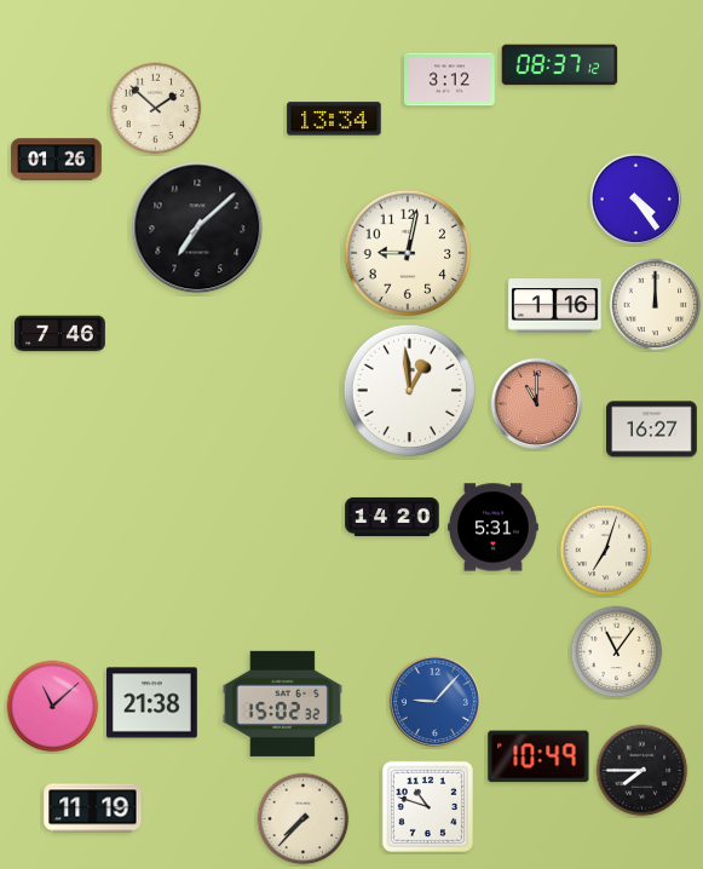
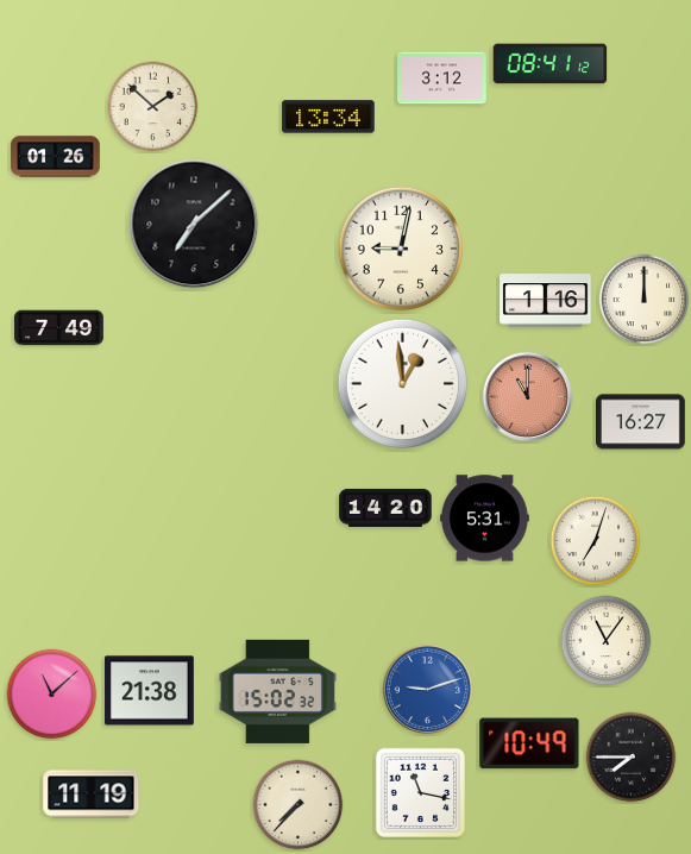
clock at (560, 65): 08:37 -> 08:41
clock at (635, 198): 4:24 -> none
clock at (60, 334): 7:46 -> 7:49
clock at (434, 701): 9:07 -> 9:12
clock at (427, 806): 10:48 -> 11:17
